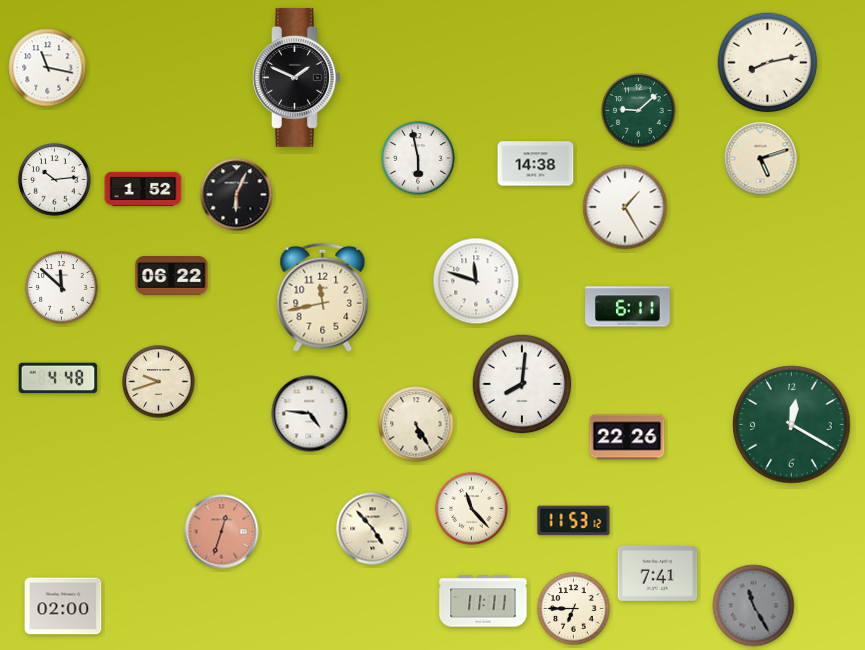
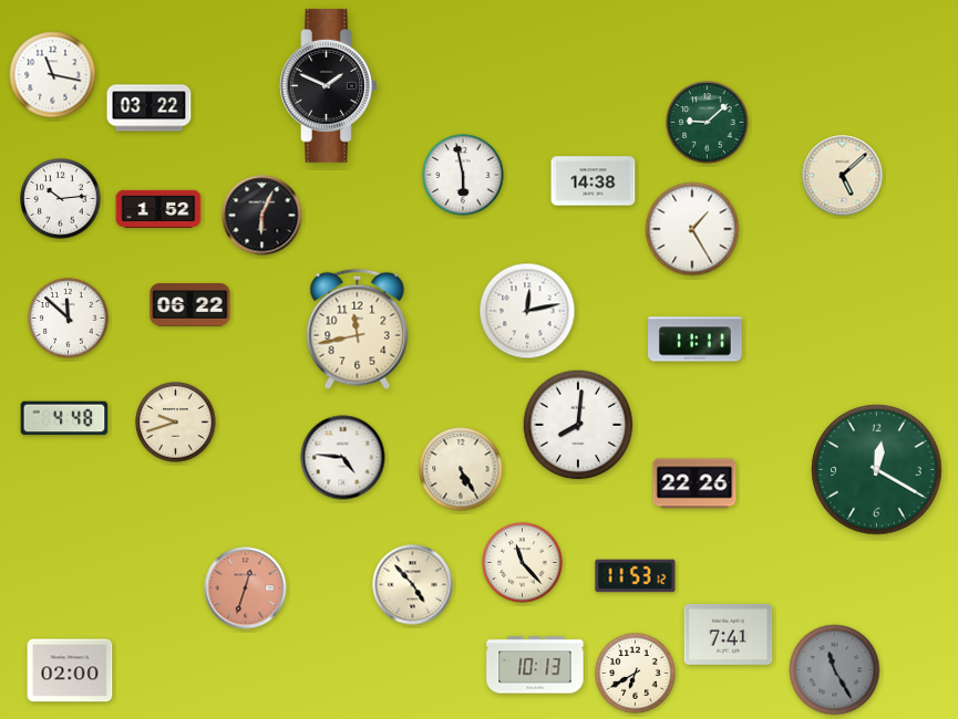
clock at (768, 63): 8:13 -> none
clock at (150, 108): none -> 03:22
clock at (761, 159): 5:12 -> 5:08
clock at (476, 281): 11:48 -> 12:13
clock at (628, 307): 6:11 -> 11:11
clock at (483, 601): 11:11 -> 10:13
clock at (574, 609): 6:45 -> 6:40
